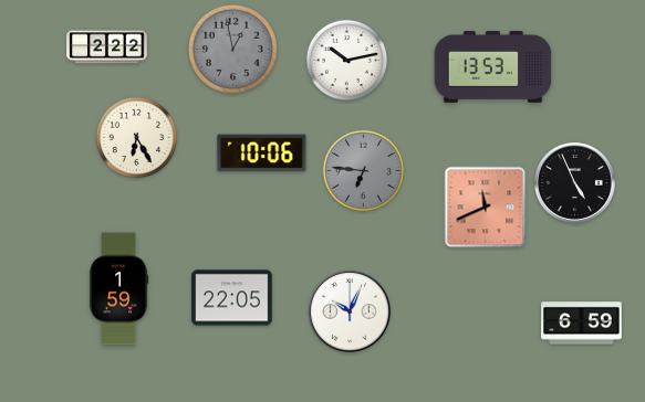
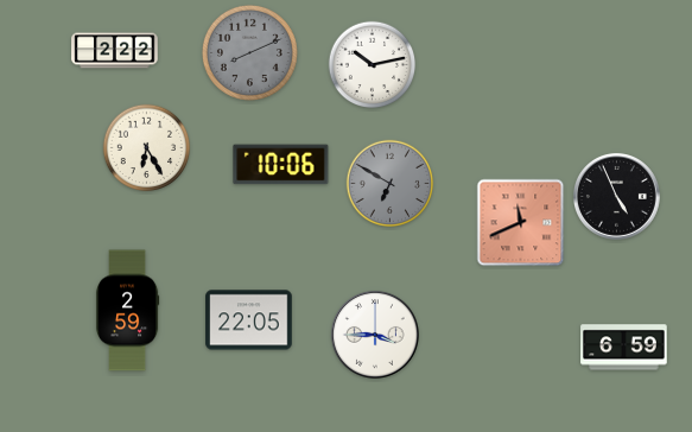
clock at (232, 49): 12:58 -> 8:11
clock at (493, 67): 13:53 -> none
clock at (364, 171): 6:46 -> 6:50
clock at (118, 289): 1:59 -> 2:59
clock at (350, 311): 10:04 -> 3:45
